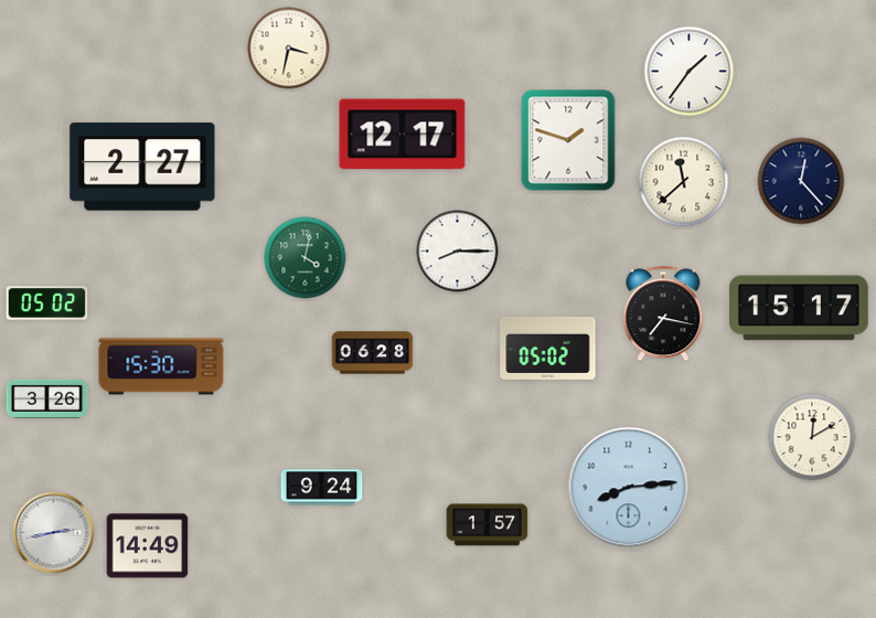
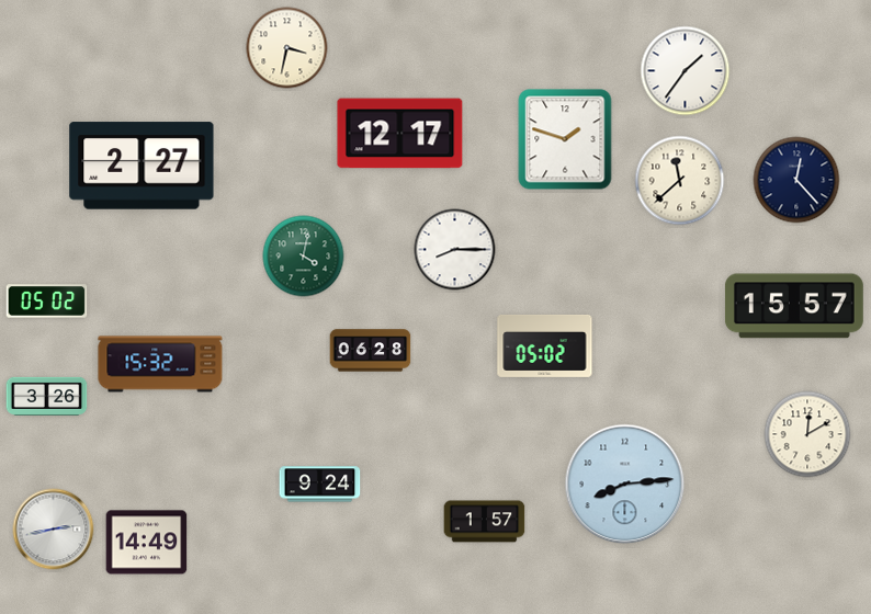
clock at (799, 308): 15:17 -> 15:57
clock at (663, 313): 7:17 -> none
clock at (161, 366): 15:30 -> 15:32
